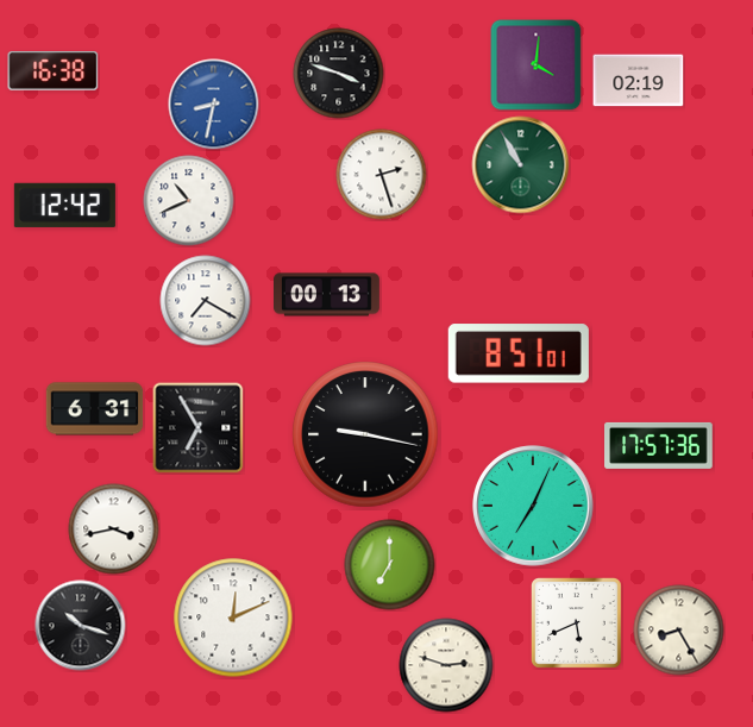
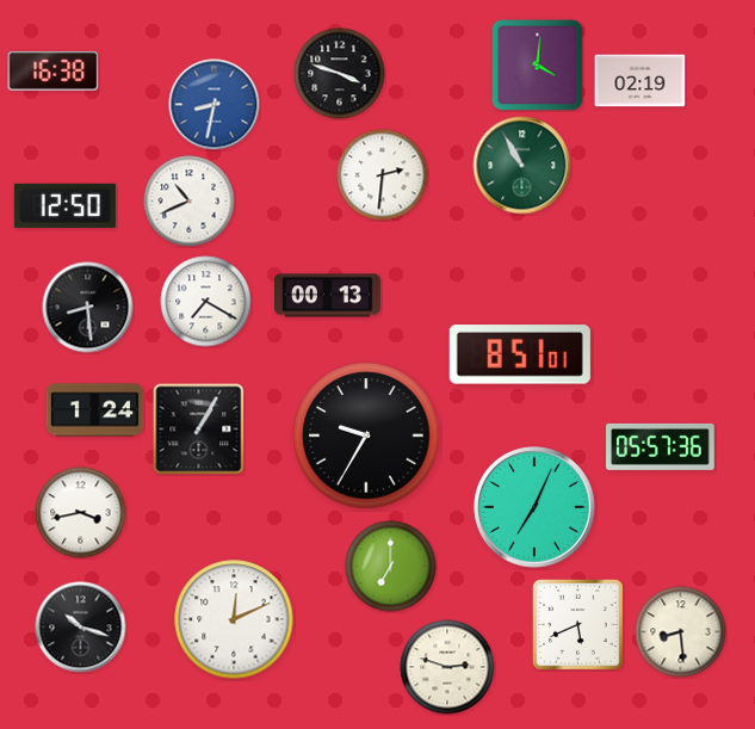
clock at (382, 175): 2:27 -> 2:31
clock at (64, 205): 12:42 -> 12:50
clock at (88, 308): none -> 8:29
clock at (95, 409): 6:31 -> 1:24
clock at (199, 428): 6:55 -> 1:05
clock at (365, 434): 9:17 -> 9:35
clock at (659, 445): 17:57 -> 05:57
clock at (114, 529) position: (114, 529) -> (81, 513)
clock at (679, 631): 8:25 -> 8:29
